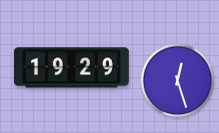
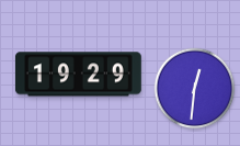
clock at (178, 81): 12:27 -> 12:31
